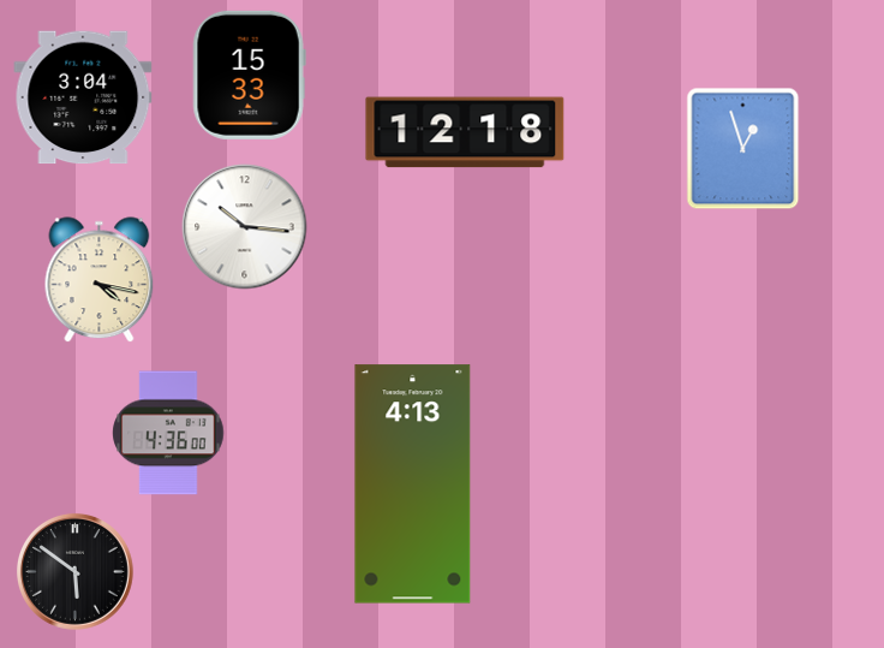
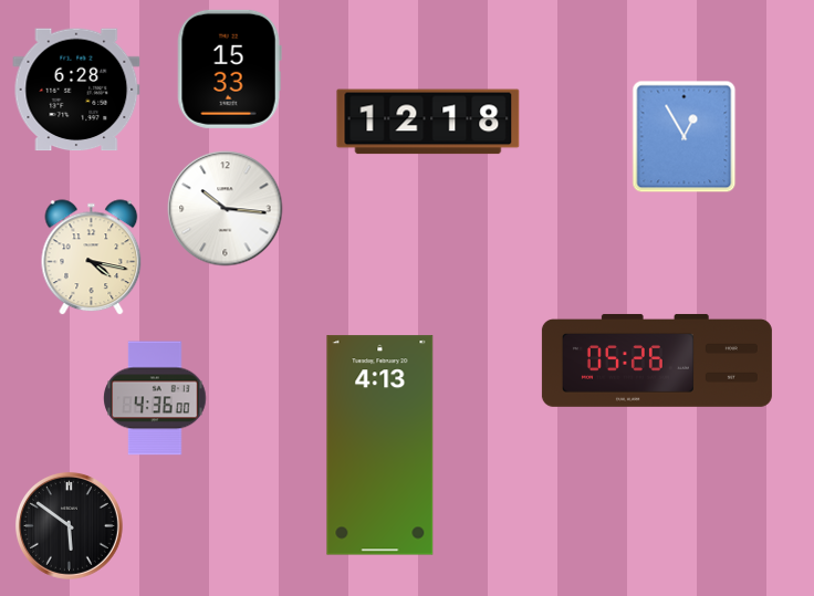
clock at (83, 97): 3:04 -> 6:28
clock at (743, 149): 12:57 -> 12:55
clock at (657, 360): none -> 05:26
